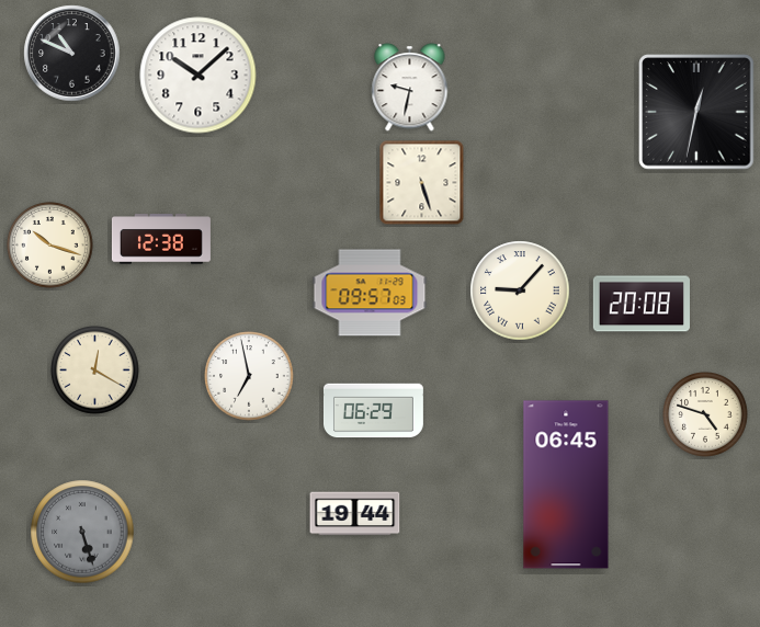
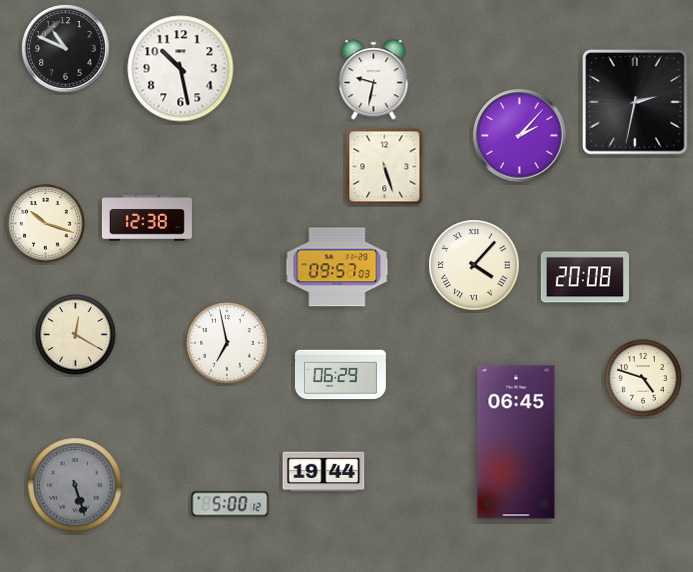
clock at (198, 76): 10:08 -> 10:28
clock at (696, 112): 12:32 -> 2:32
clock at (520, 136): none -> 2:07
clock at (520, 290): 9:07 -> 4:07
clock at (95, 371) position: (95, 371) -> (76, 335)
clock at (355, 514) position: (355, 514) -> (324, 472)
clock at (230, 504): none -> 5:00
